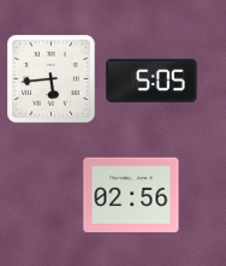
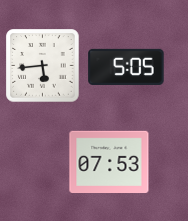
clock at (131, 194): 02:56 -> 07:53
